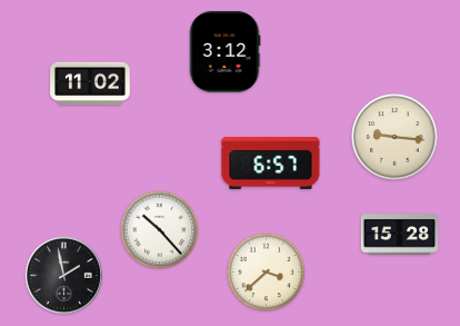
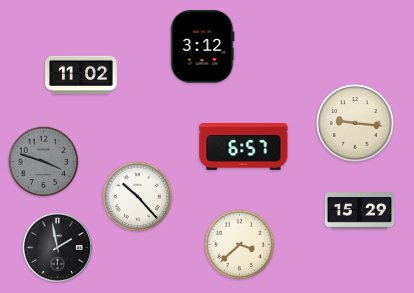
clock at (44, 162): none -> 3:48
clock at (160, 230) position: (160, 230) -> (138, 197)
clock at (400, 235): 15:28 -> 15:29
